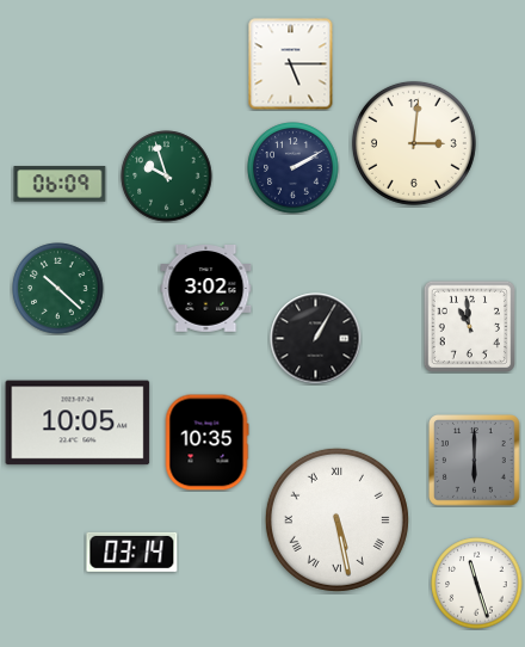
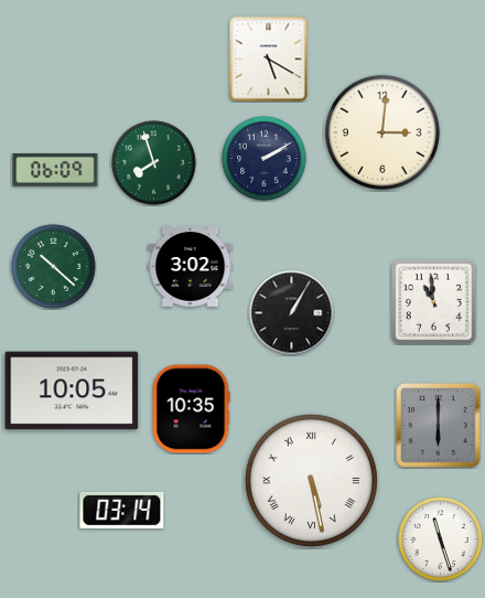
clock at (291, 64): 5:15 -> 5:20
clock at (294, 168) position: (294, 168) -> (265, 159)
clock at (167, 177): 9:57 -> 7:57
